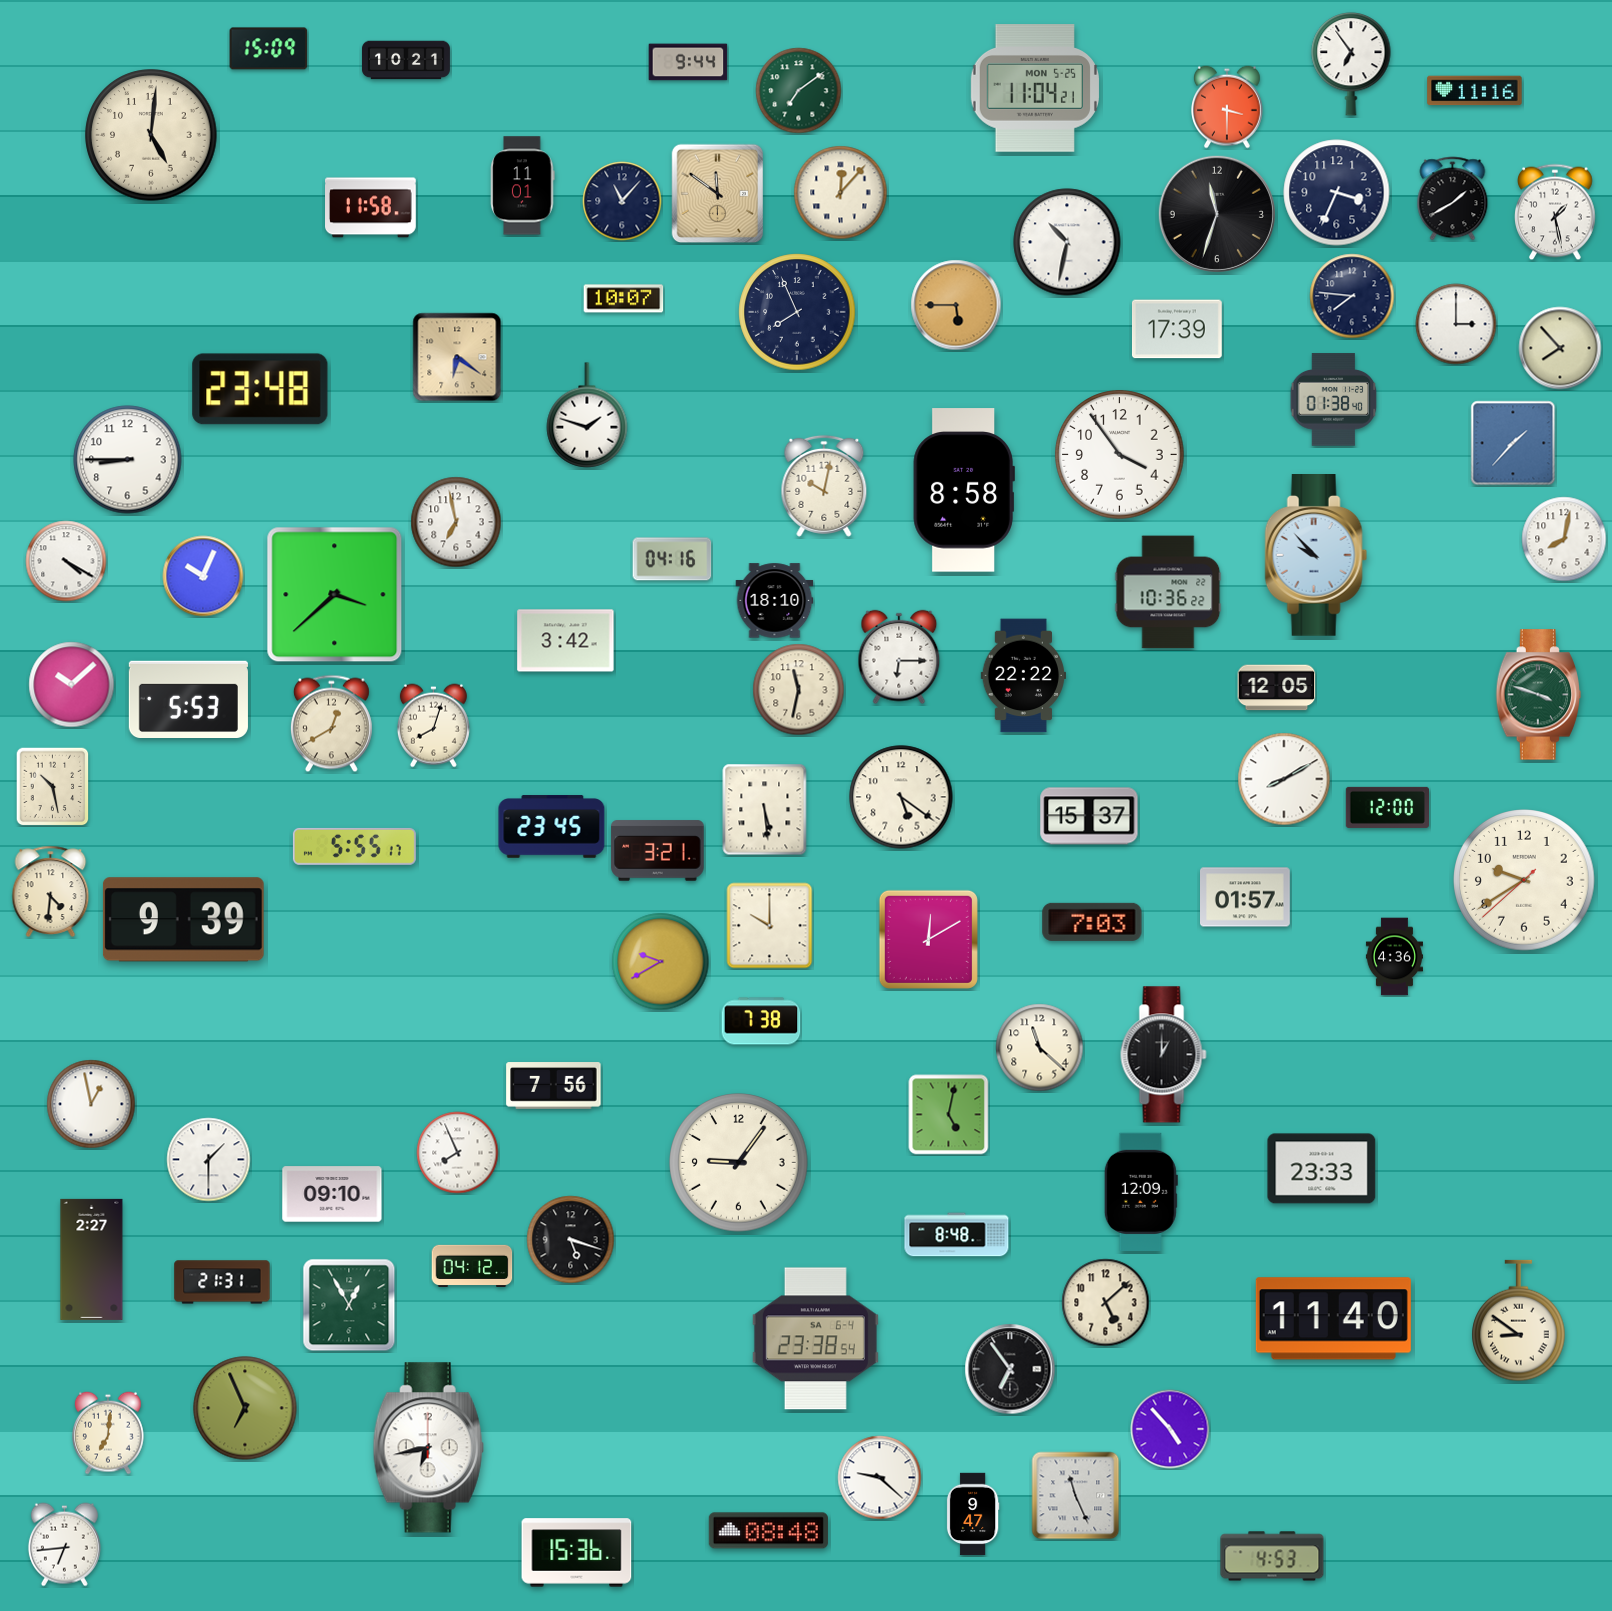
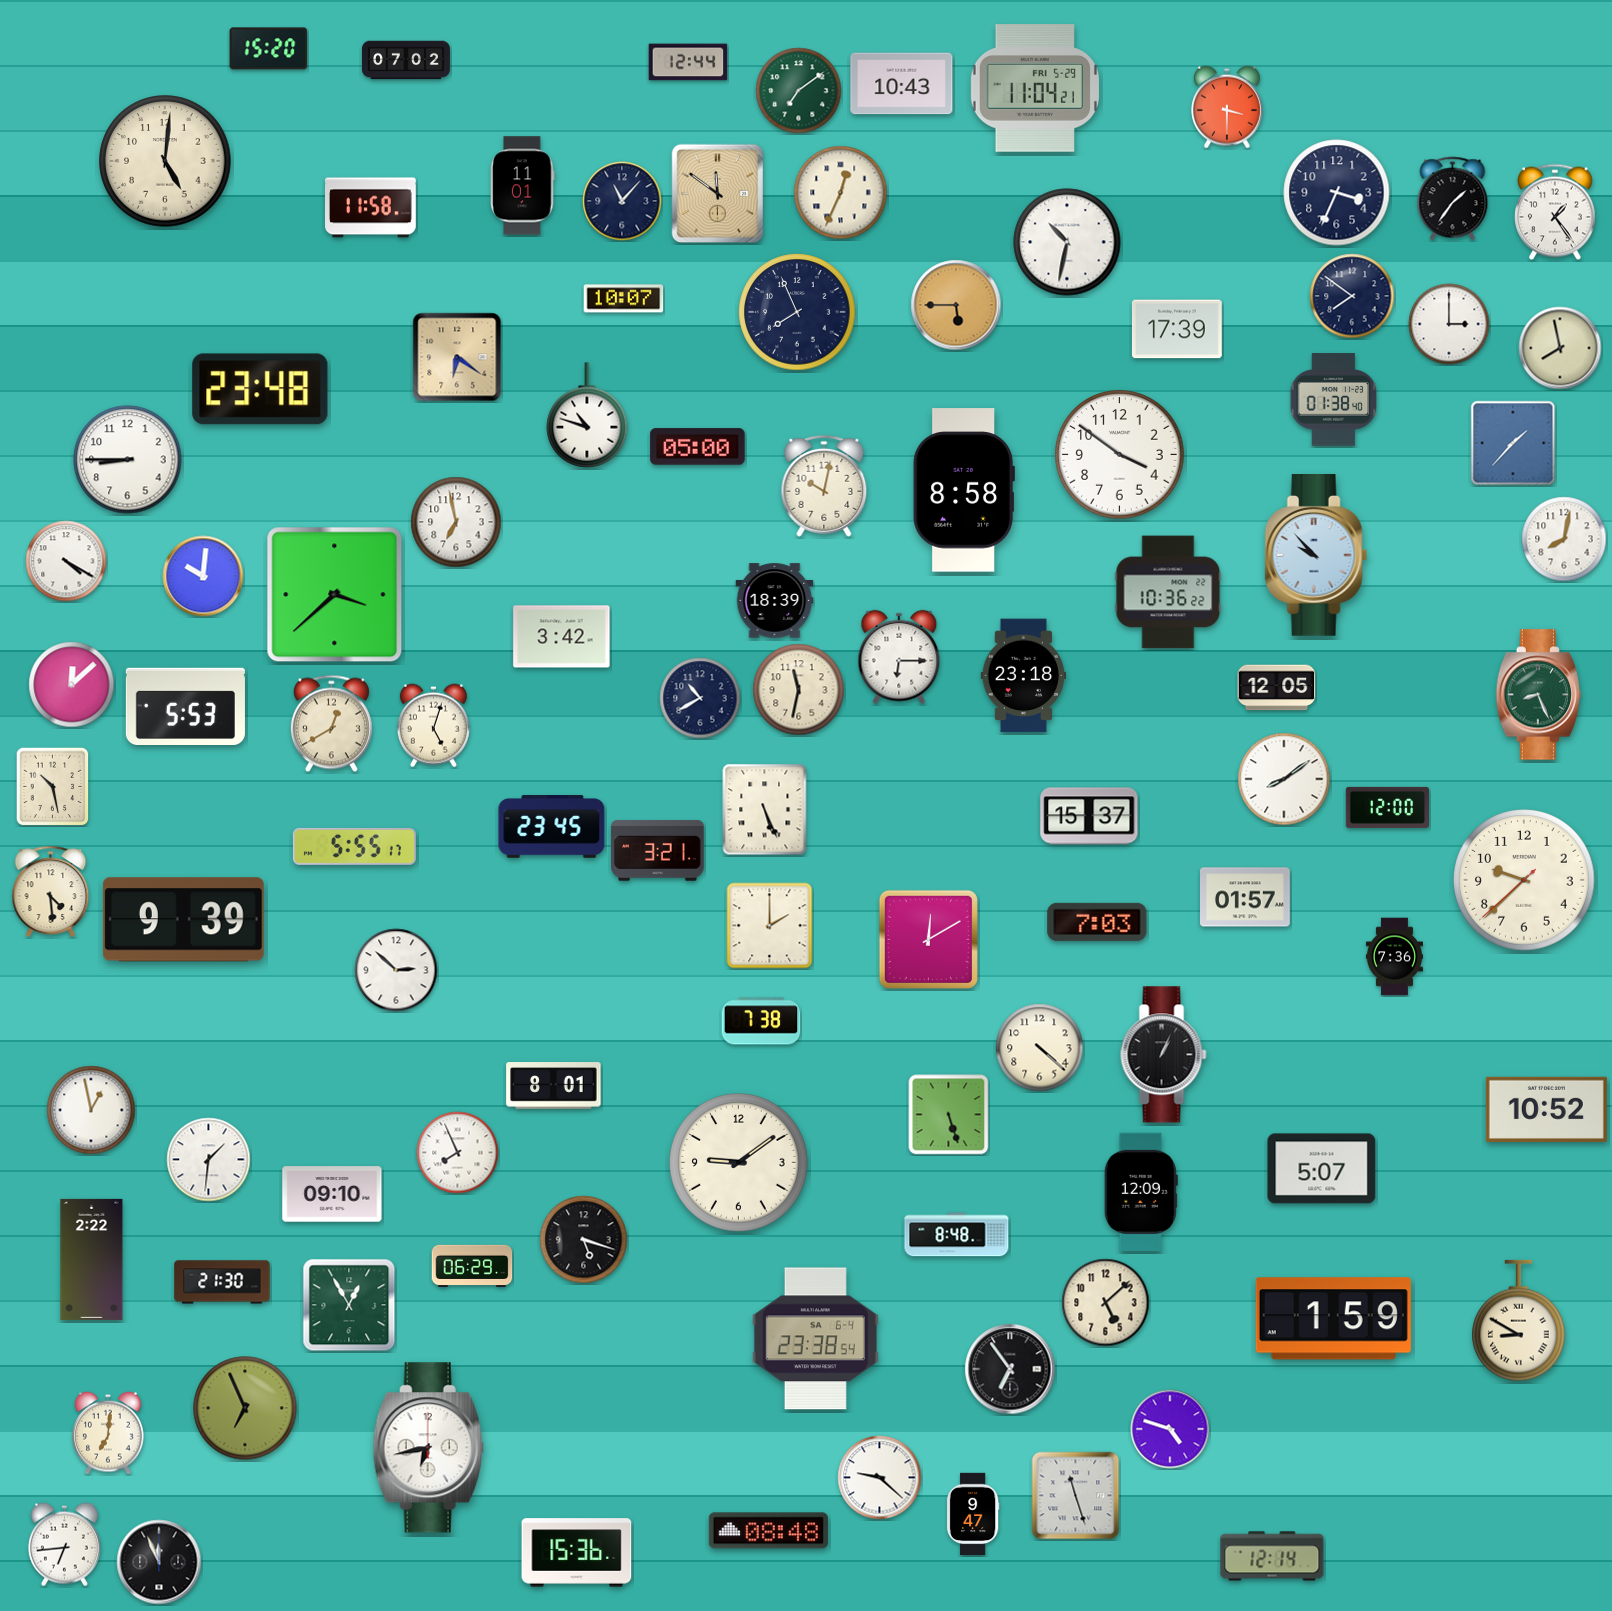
clock at (269, 49): 15:09 -> 15:20
clock at (406, 60): 10:21 -> 07:02
clock at (688, 62): 9:44 -> 12:44
clock at (1351, 64): 6:54 -> none
clock at (902, 84): none -> 10:43
clock at (1034, 88) date: MON 5-25 -> FRI 5-29
clock at (1475, 91): 11:16 -> none
clock at (151, 135) position: (151, 135) -> (165, 161)
clock at (841, 193): 12:07 -> 12:34
clock at (1453, 199): 1:40 -> 1:36
clock at (1556, 212): 1:28 -> 1:24
clock at (1217, 214): 11:33 -> none
clock at (1352, 296): 7:46 -> 7:51
clock at (1456, 324) position: (1456, 324) -> (1449, 324)
clock at (1560, 348): 7:53 -> 7:58
clock at (587, 415): 1:48 -> 10:48
clock at (698, 447): none -> 05:00
clock at (1120, 455): 3:54 -> 3:51
clock at (672, 559): 04:16 -> none
clock at (203, 576): 10:04 -> 10:01
clock at (775, 601): 18:10 -> 18:39
clock at (566, 641) position: (566, 641) -> (562, 637)
clock at (1023, 676): 22:22 -> 23:18
clock at (72, 685): 10:08 -> 12:08
clock at (1539, 695): 3:48 -> 8:26
clock at (700, 698): none -> 10:40
clock at (188, 699) position: (188, 699) -> (185, 706)
clock at (433, 726): 8:03 -> 5:03
clock at (1284, 779): 8:10 -> 8:09
clock at (901, 797): 5:21 -> none
clock at (765, 810): 5:29 -> 5:26
clock at (1524, 880): 9:39 -> 9:37
clock at (51, 891): 4:31 -> 4:29
clock at (1092, 922) position: (1092, 922) -> (1097, 922)
clock at (770, 926): 10:00 -> 2:00
clock at (1394, 957): 4:36 -> 7:36
clock at (661, 962): 9:40 -> none
clock at (396, 970): none -> 2:52
clock at (1040, 1048): 11:22 -> 4:22
clock at (1164, 1055): 1:00 -> 1:04
clock at (554, 1086): 7:56 -> 8:01
clock at (91, 1104) position: (91, 1104) -> (91, 1110)
clock at (1546, 1109): none -> 10:52
clock at (949, 1115): 5:02 -> 5:27
clock at (209, 1160): 1:30 -> 1:31
clock at (739, 1163): 9:06 -> 9:09
clock at (1322, 1169): 23:33 -> 5:07
clock at (571, 1240) position: (571, 1240) -> (584, 1240)
clock at (92, 1259): 2:27 -> 2:22
clock at (472, 1265): 04:12 -> 06:29
clock at (222, 1282): 21:31 -> 21:30
clock at (1333, 1319): 11:40 -> 1:59
clock at (1519, 1321): 8:51 -> 8:50
clock at (1170, 1429): 4:53 -> 4:48
clock at (1076, 1496): 11:26 -> 11:27
clock at (1272, 1556): 4:53 -> 12:14
clock at (159, 1562): none -> 11:56
